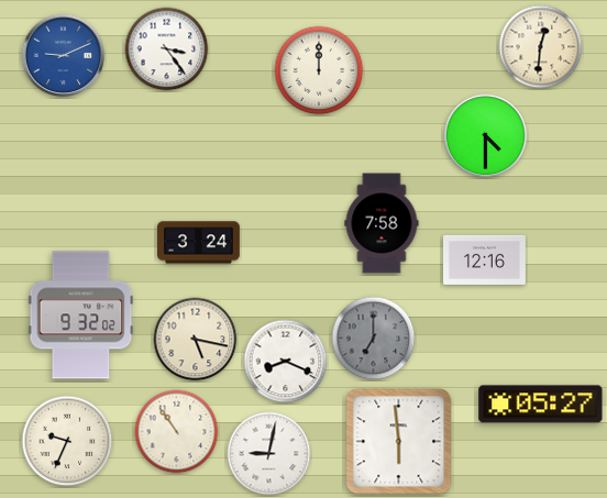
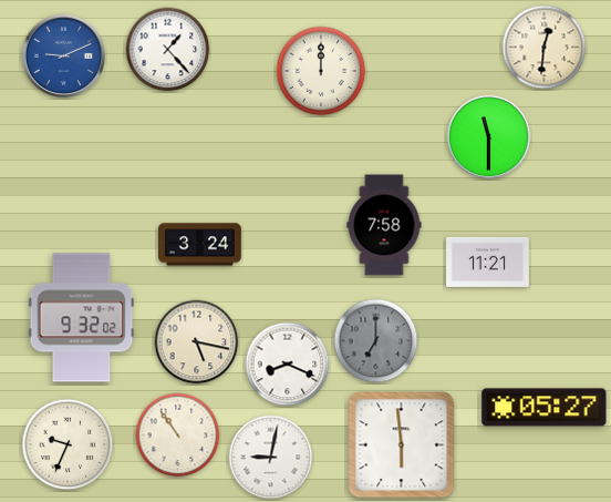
clock at (167, 49): 3:24 -> 1:23
clock at (486, 136): 4:30 -> 11:30
clock at (485, 259): 12:16 -> 11:21
